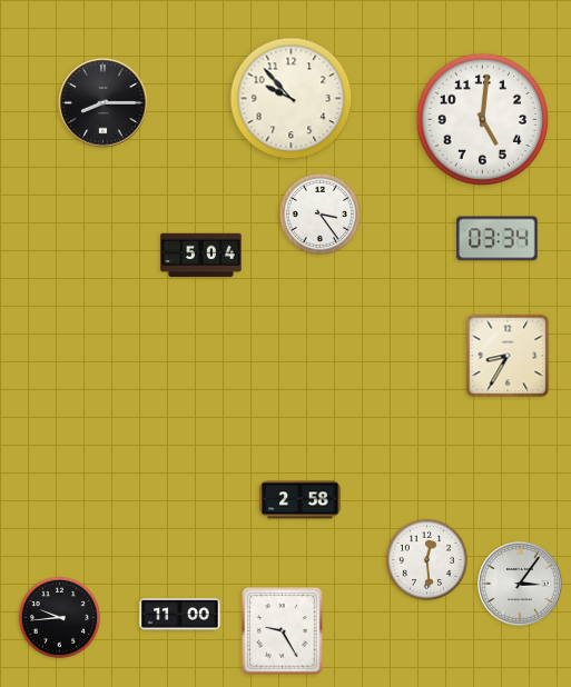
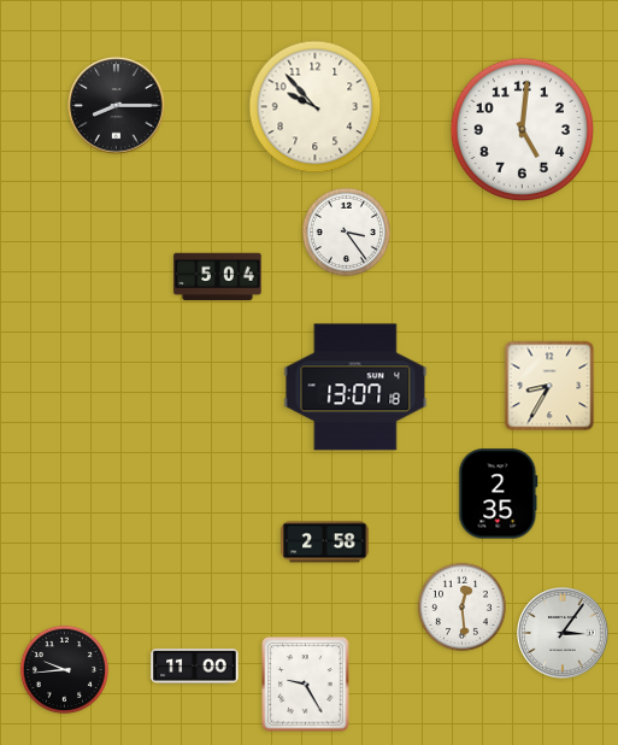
clock at (104, 103) position: (104, 103) -> (117, 106)
clock at (498, 239): 03:34 -> none
clock at (355, 387): none -> 13:07
clock at (499, 494): none -> 2:35
